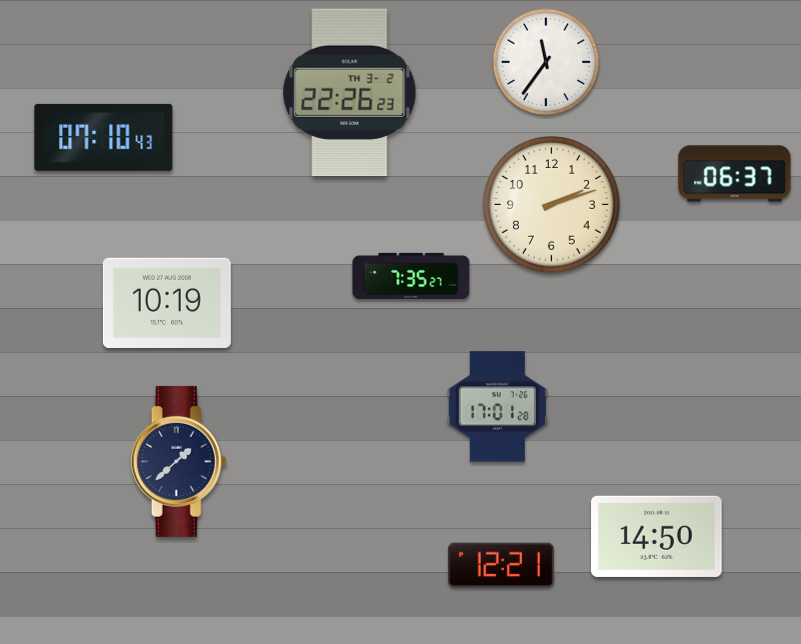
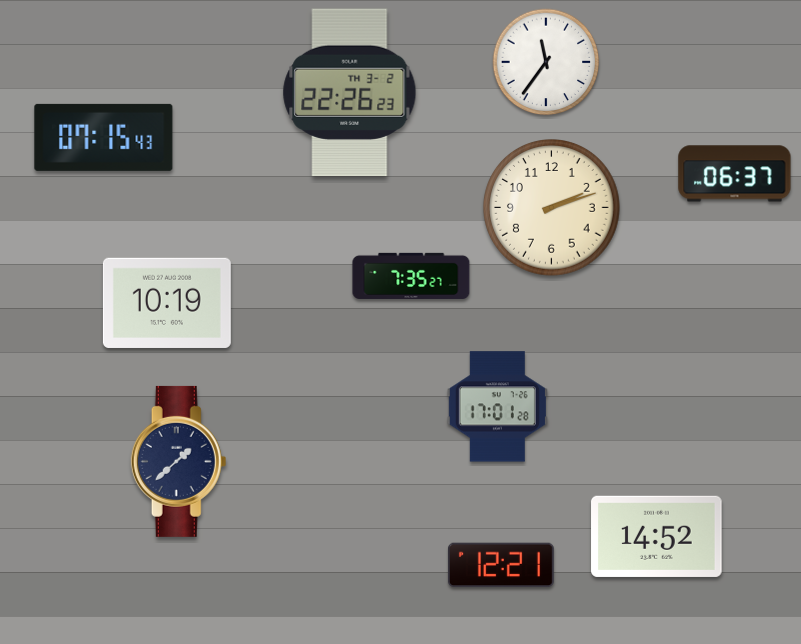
clock at (104, 137): 07:10 -> 07:15
clock at (552, 205) position: (552, 205) -> (552, 208)
clock at (657, 536): 14:50 -> 14:52
